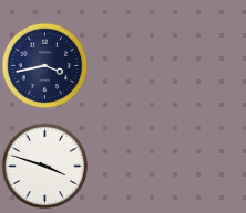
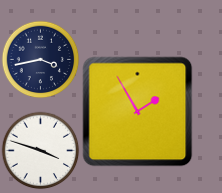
clock at (138, 112): none -> 1:55
